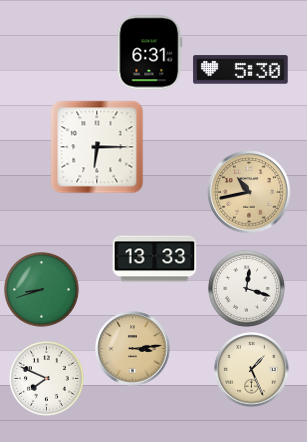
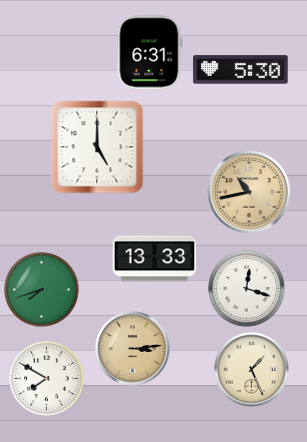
clock at (97, 147): 6:15 -> 5:00
clock at (42, 290): 8:42 -> 7:42
clock at (47, 379): 7:49 -> 7:50
